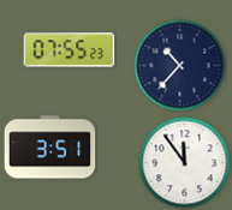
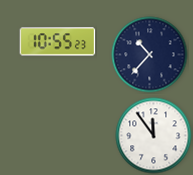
clock at (70, 50): 07:55 -> 10:55
clock at (50, 148): 3:51 -> none
